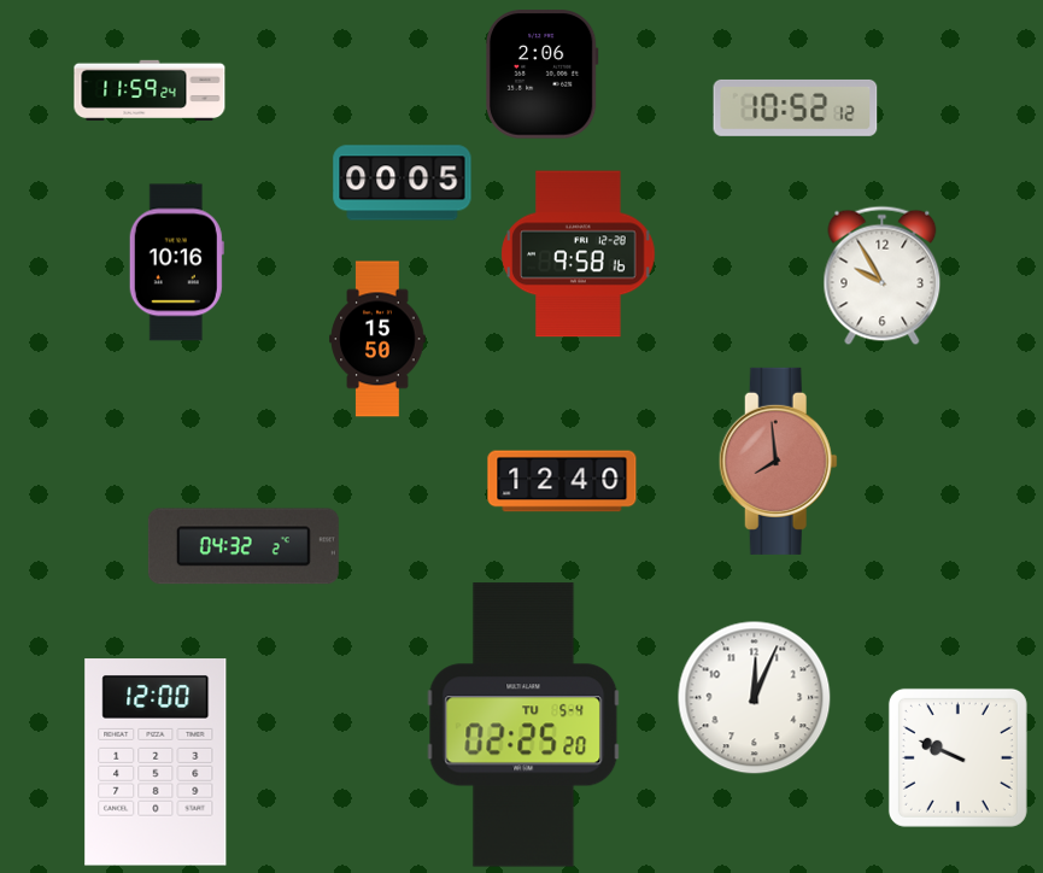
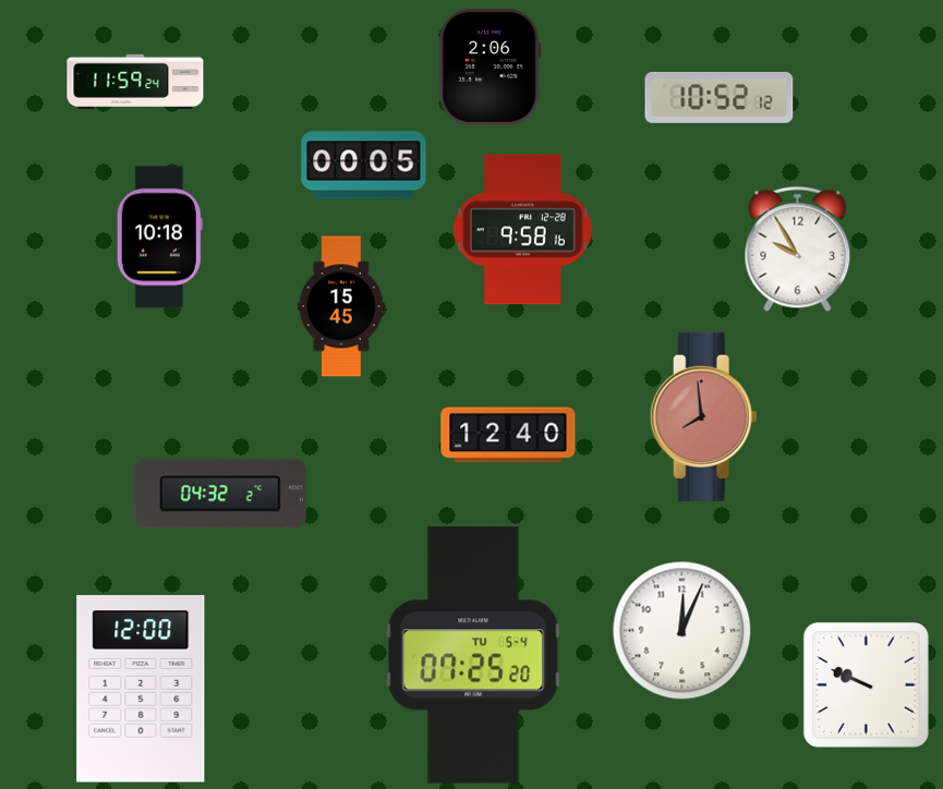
clock at (176, 263): 10:16 -> 10:18
clock at (377, 339): 15:50 -> 15:45
clock at (523, 725): 02:25 -> 07:25
